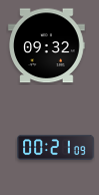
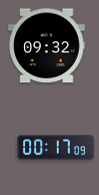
clock at (56, 147): 00:21 -> 00:17
